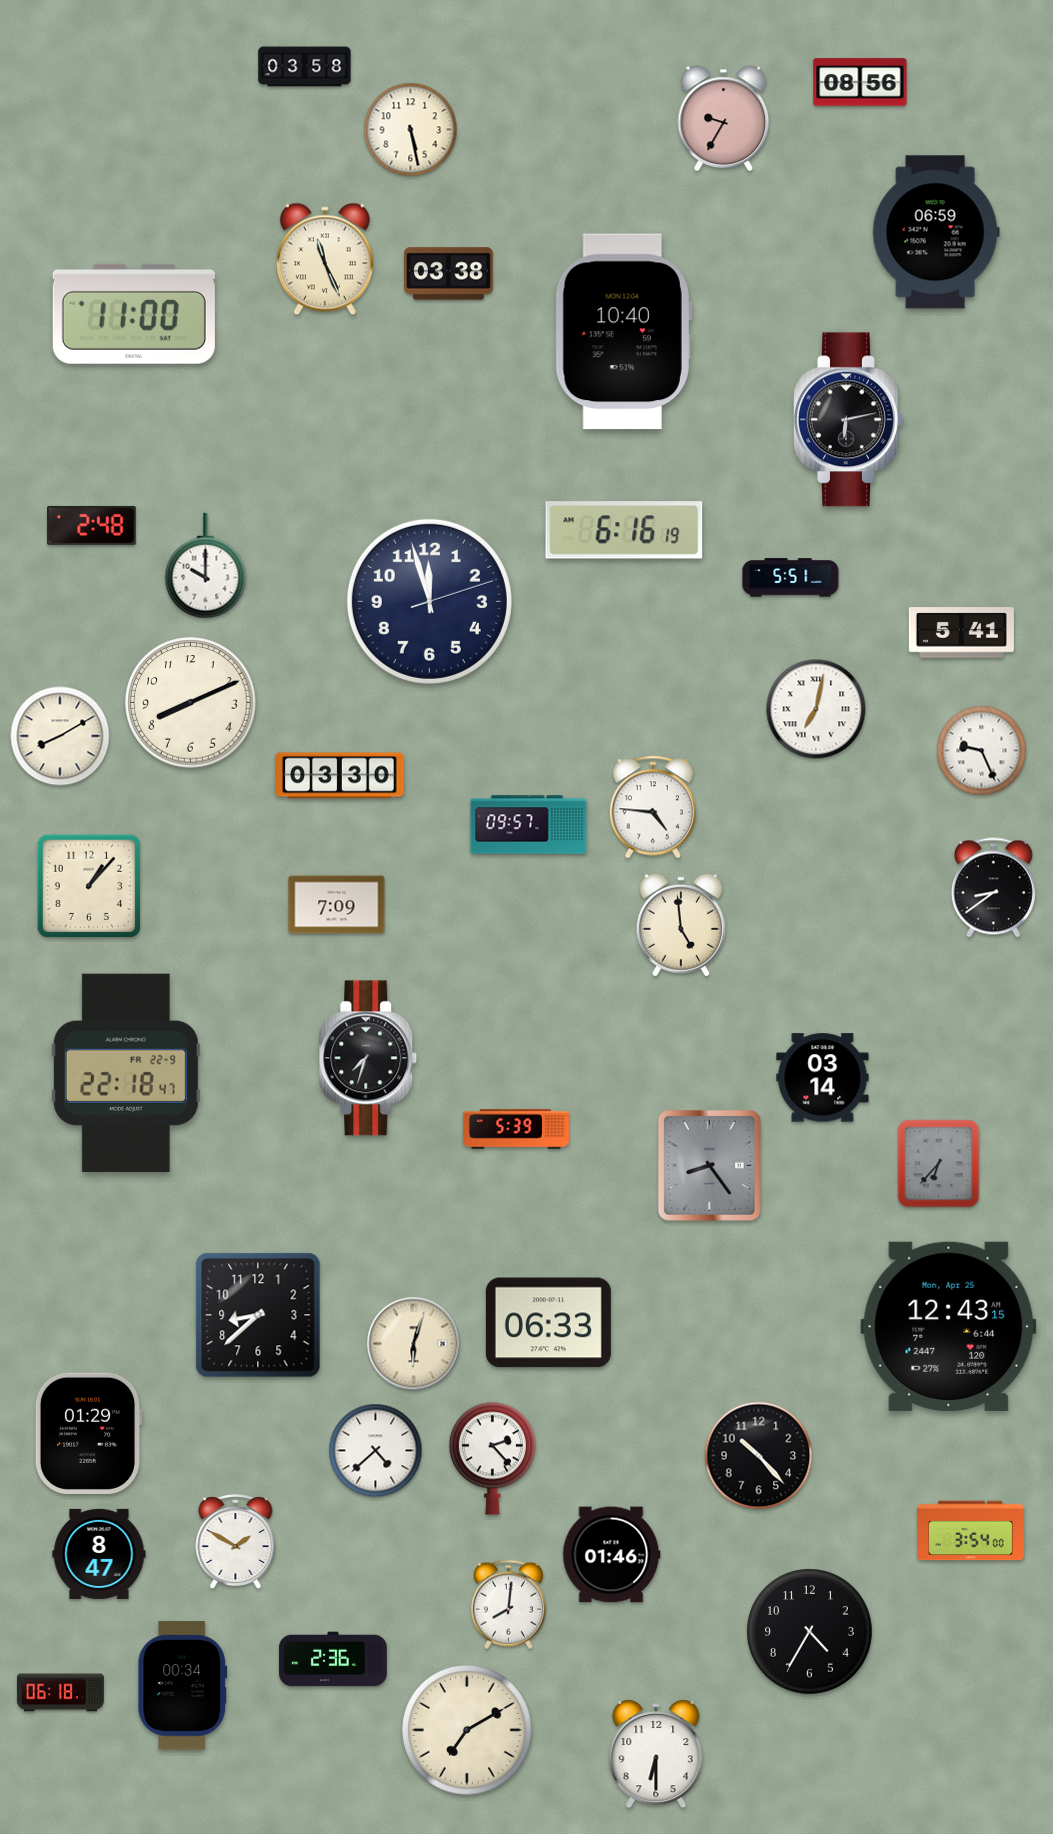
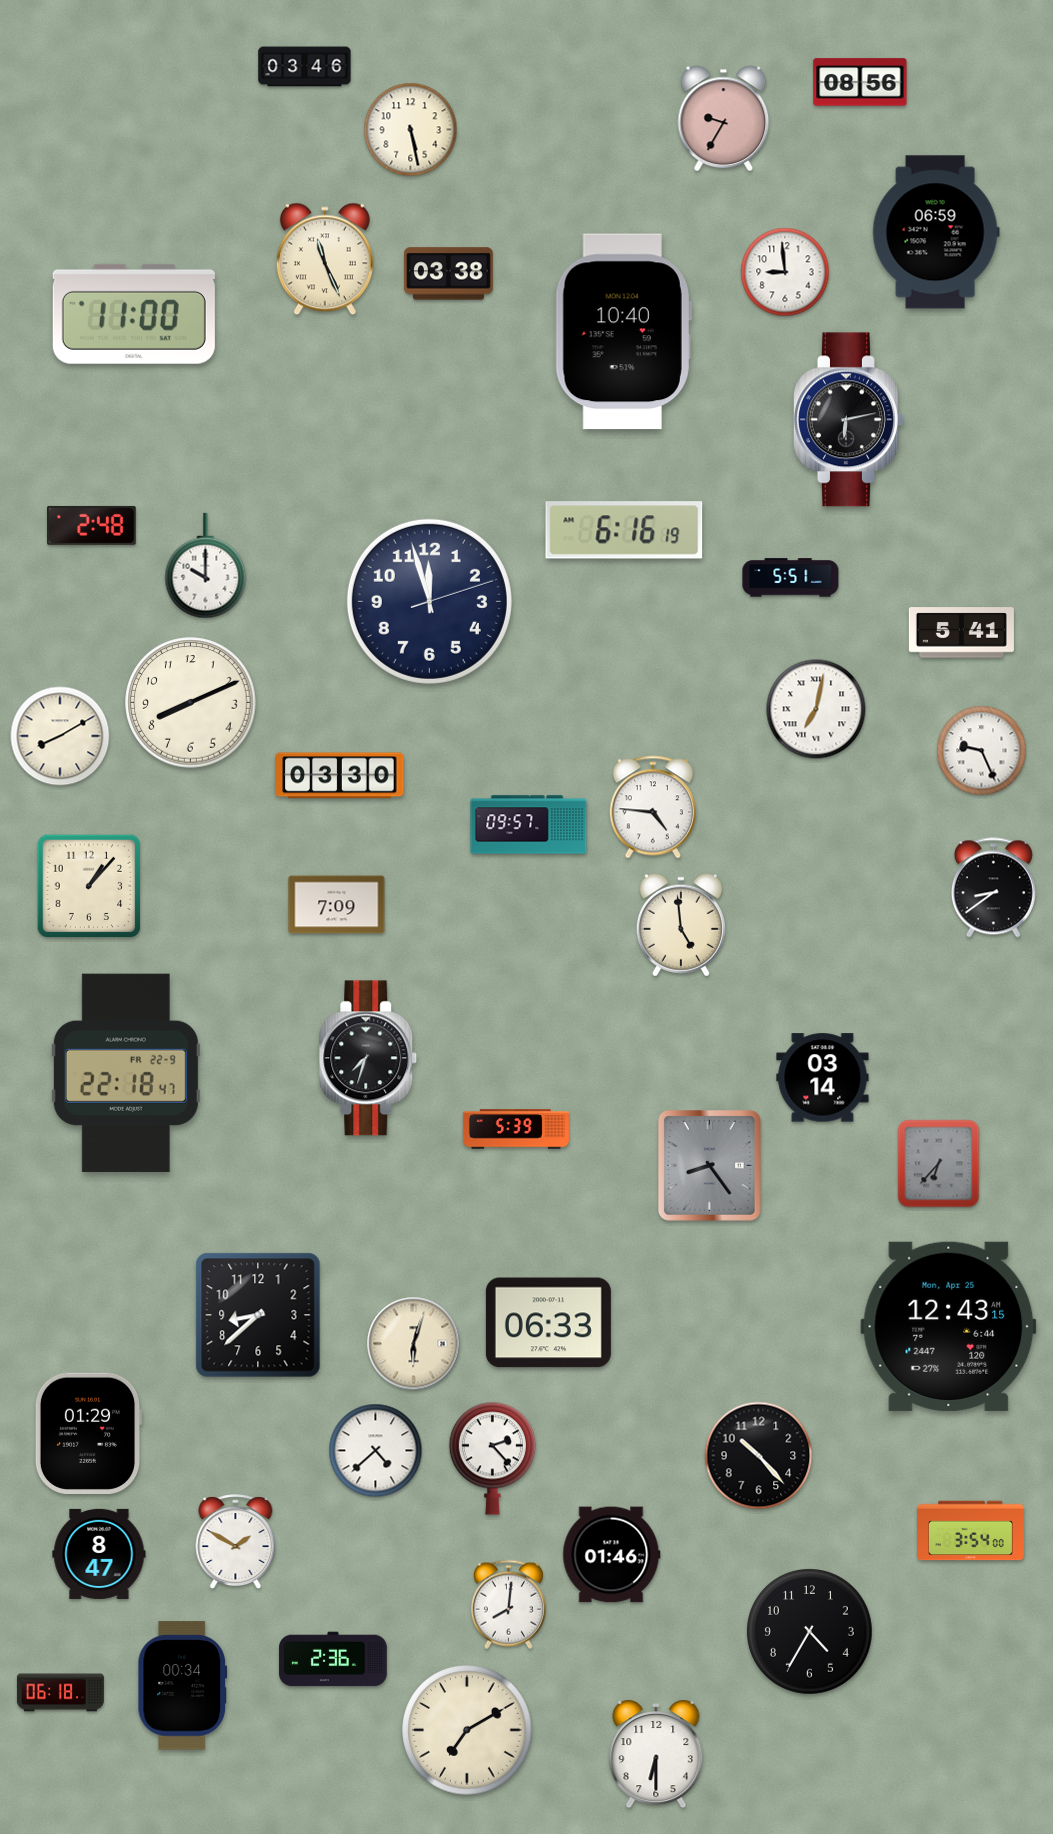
clock at (305, 67): 03:58 -> 03:46
clock at (785, 272): none -> 8:59
